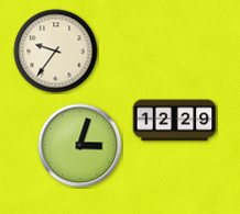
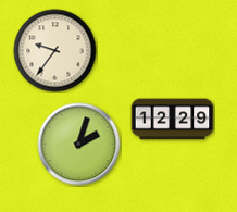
clock at (80, 146): 3:03 -> 2:03
